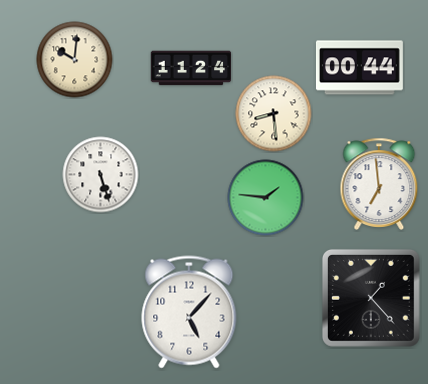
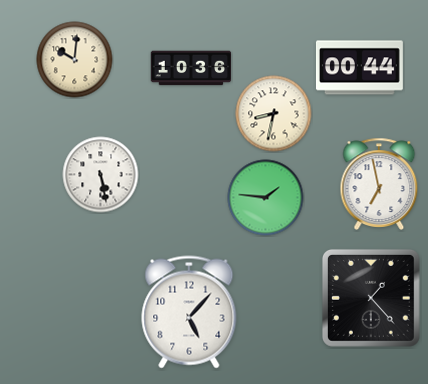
clock at (191, 68): 11:24 -> 10:36
clock at (274, 114): 8:29 -> 8:32
clock at (101, 175): 5:27 -> 5:28
clock at (379, 184): 6:59 -> 6:58
